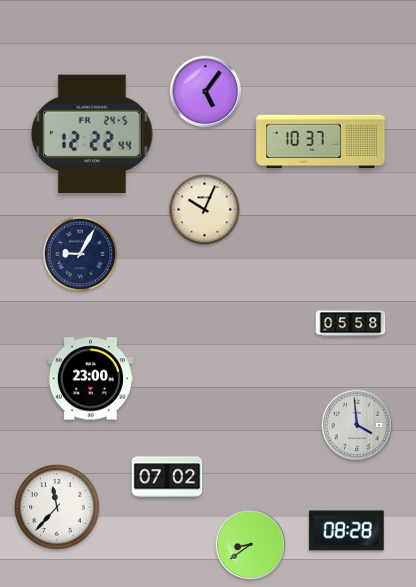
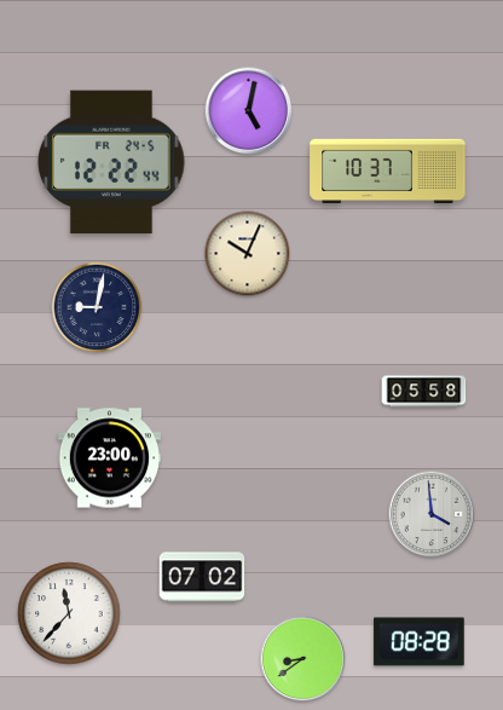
clock at (206, 92): 5:06 -> 5:02
clock at (80, 254): 9:05 -> 9:02
